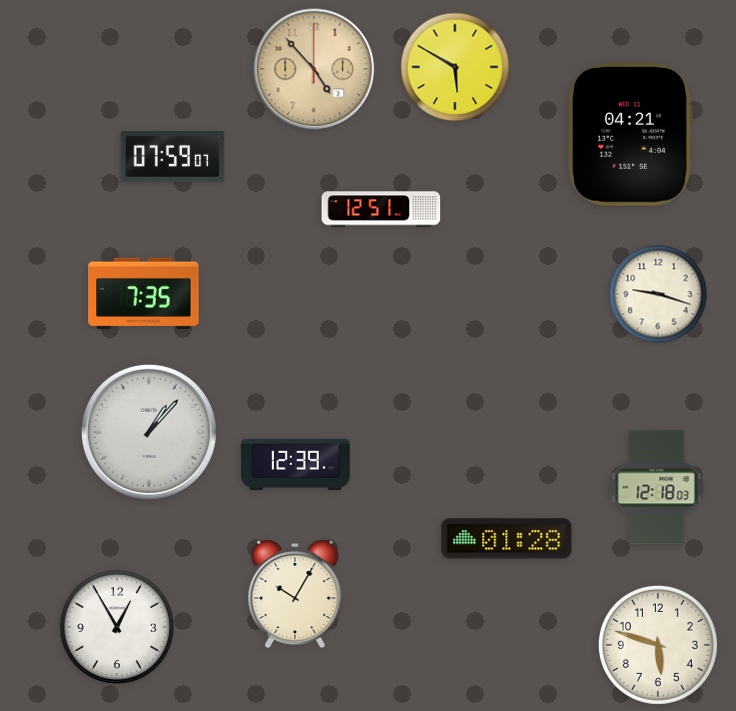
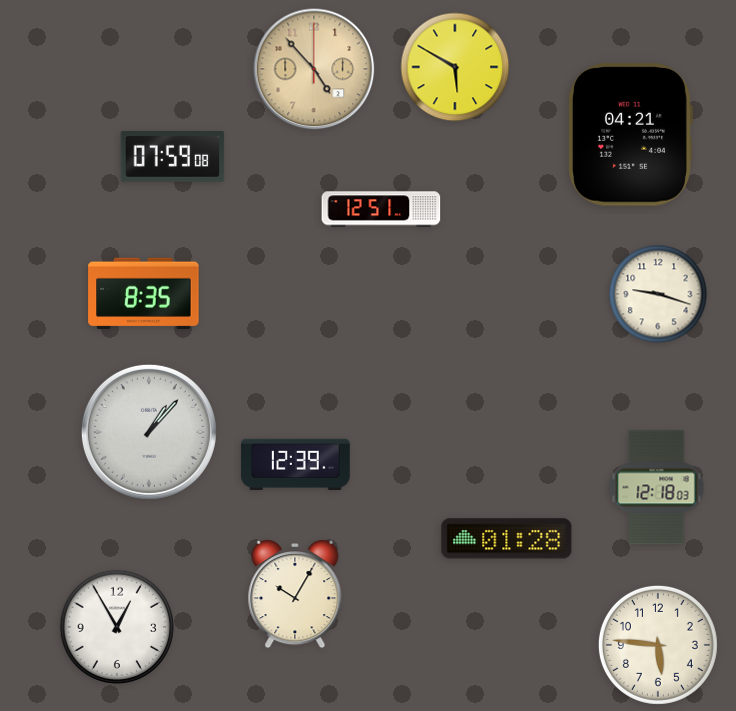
clock at (173, 157): 07:59:07 -> 07:59:08
clock at (144, 293): 7:35 -> 8:35
clock at (658, 645): 5:48 -> 5:46
